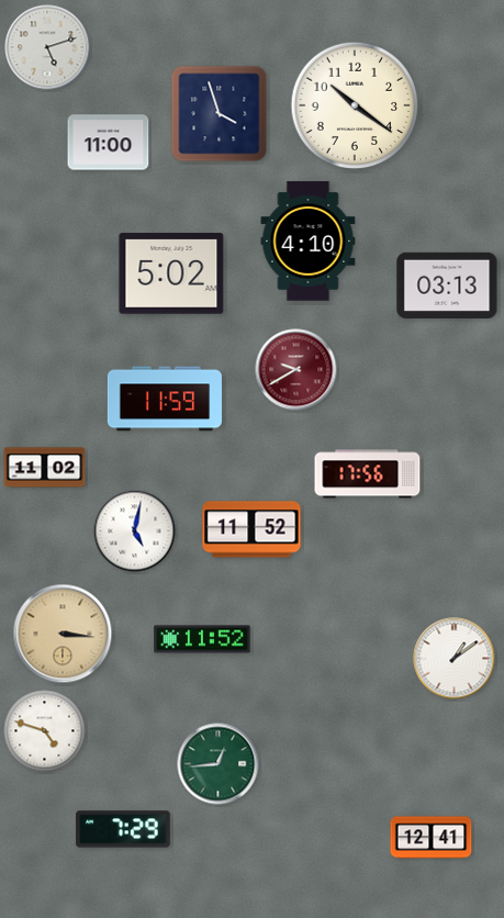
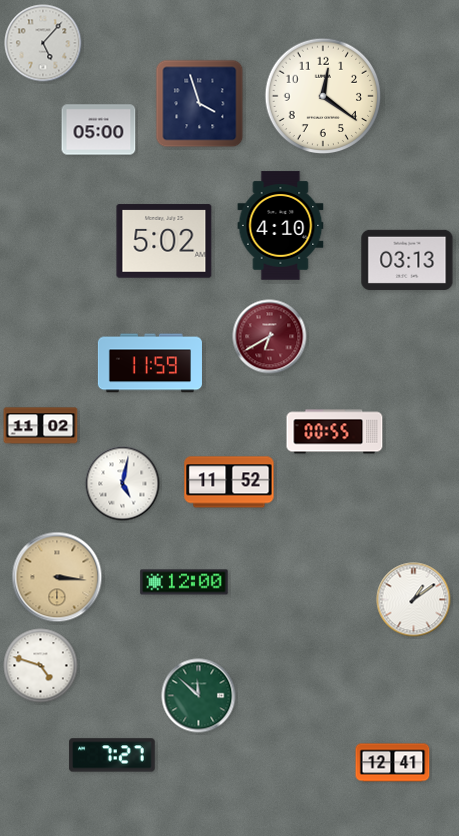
clock at (47, 47): 5:12 -> 5:07
clock at (355, 105): 10:21 -> 12:21
clock at (109, 143): 11:00 -> 05:00
clock at (309, 242) position: (309, 242) -> (281, 226)
clock at (171, 273) position: (171, 273) -> (164, 241)
clock at (296, 370): 9:40 -> 6:40
clock at (368, 474): 17:56 -> 00:55
clock at (202, 639): 11:52 -> 12:00
clock at (219, 764): 12:44 -> 11:52
clock at (123, 829): 7:29 -> 7:27
